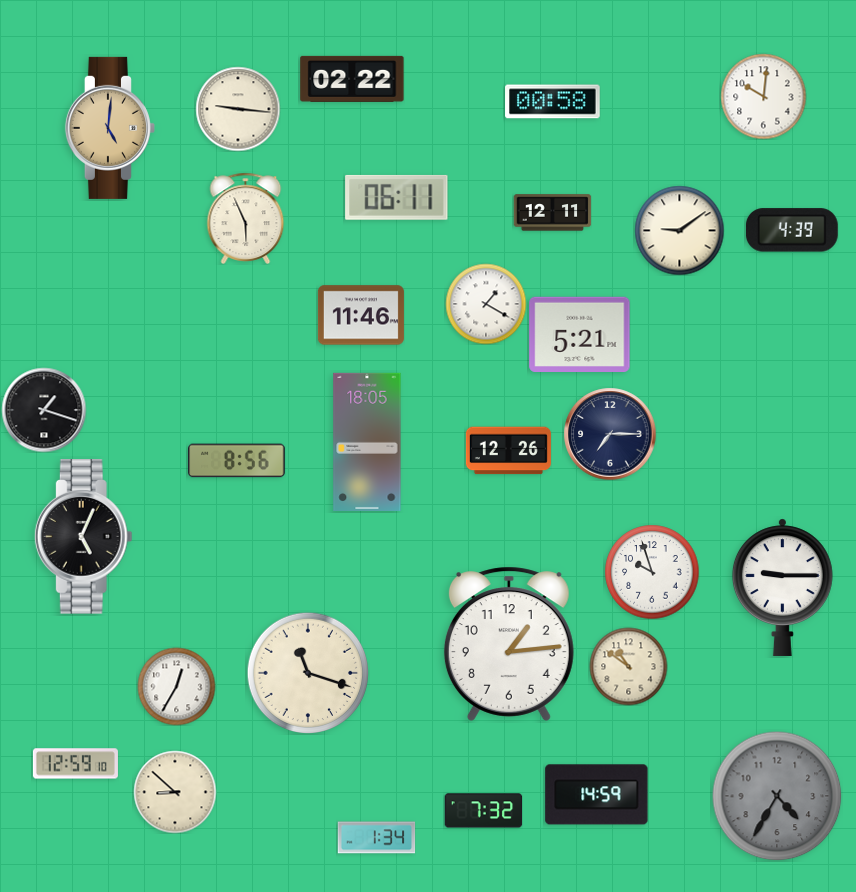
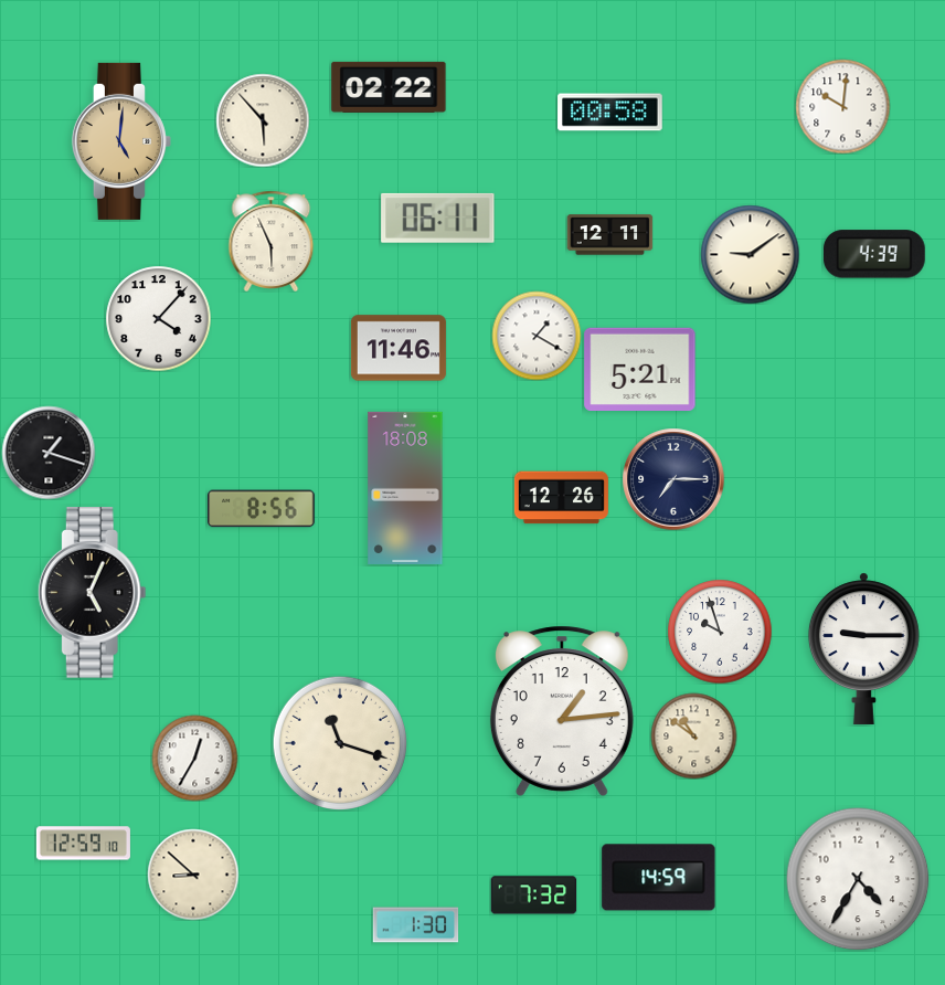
clock at (238, 109): 9:16 -> 5:53
clock at (158, 318): none -> 4:07
clock at (367, 442): 18:05 -> 18:08
clock at (777, 796) dial: grey -> white
clock at (376, 838): 1:34 -> 1:30
